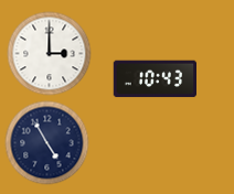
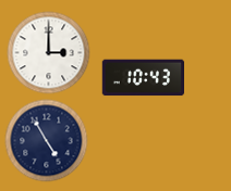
clock at (156, 79) position: (156, 79) -> (144, 78)
